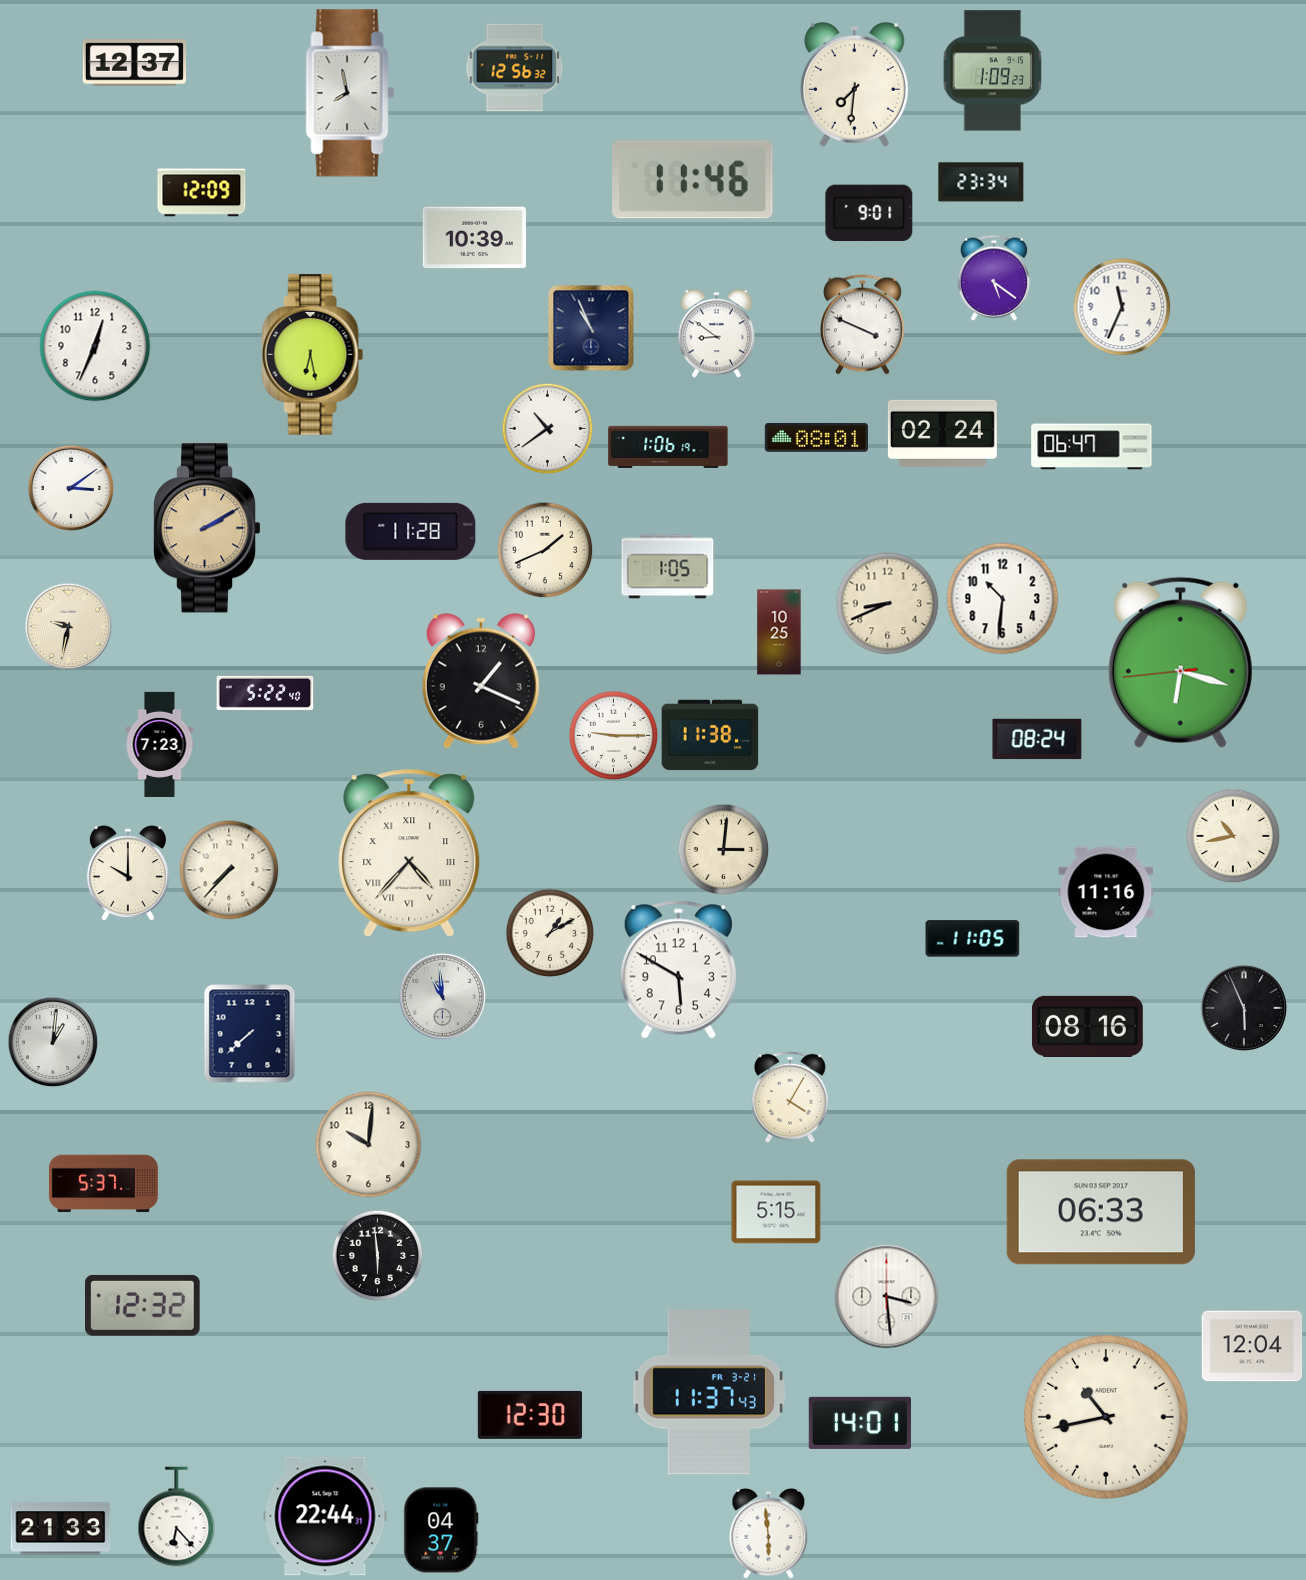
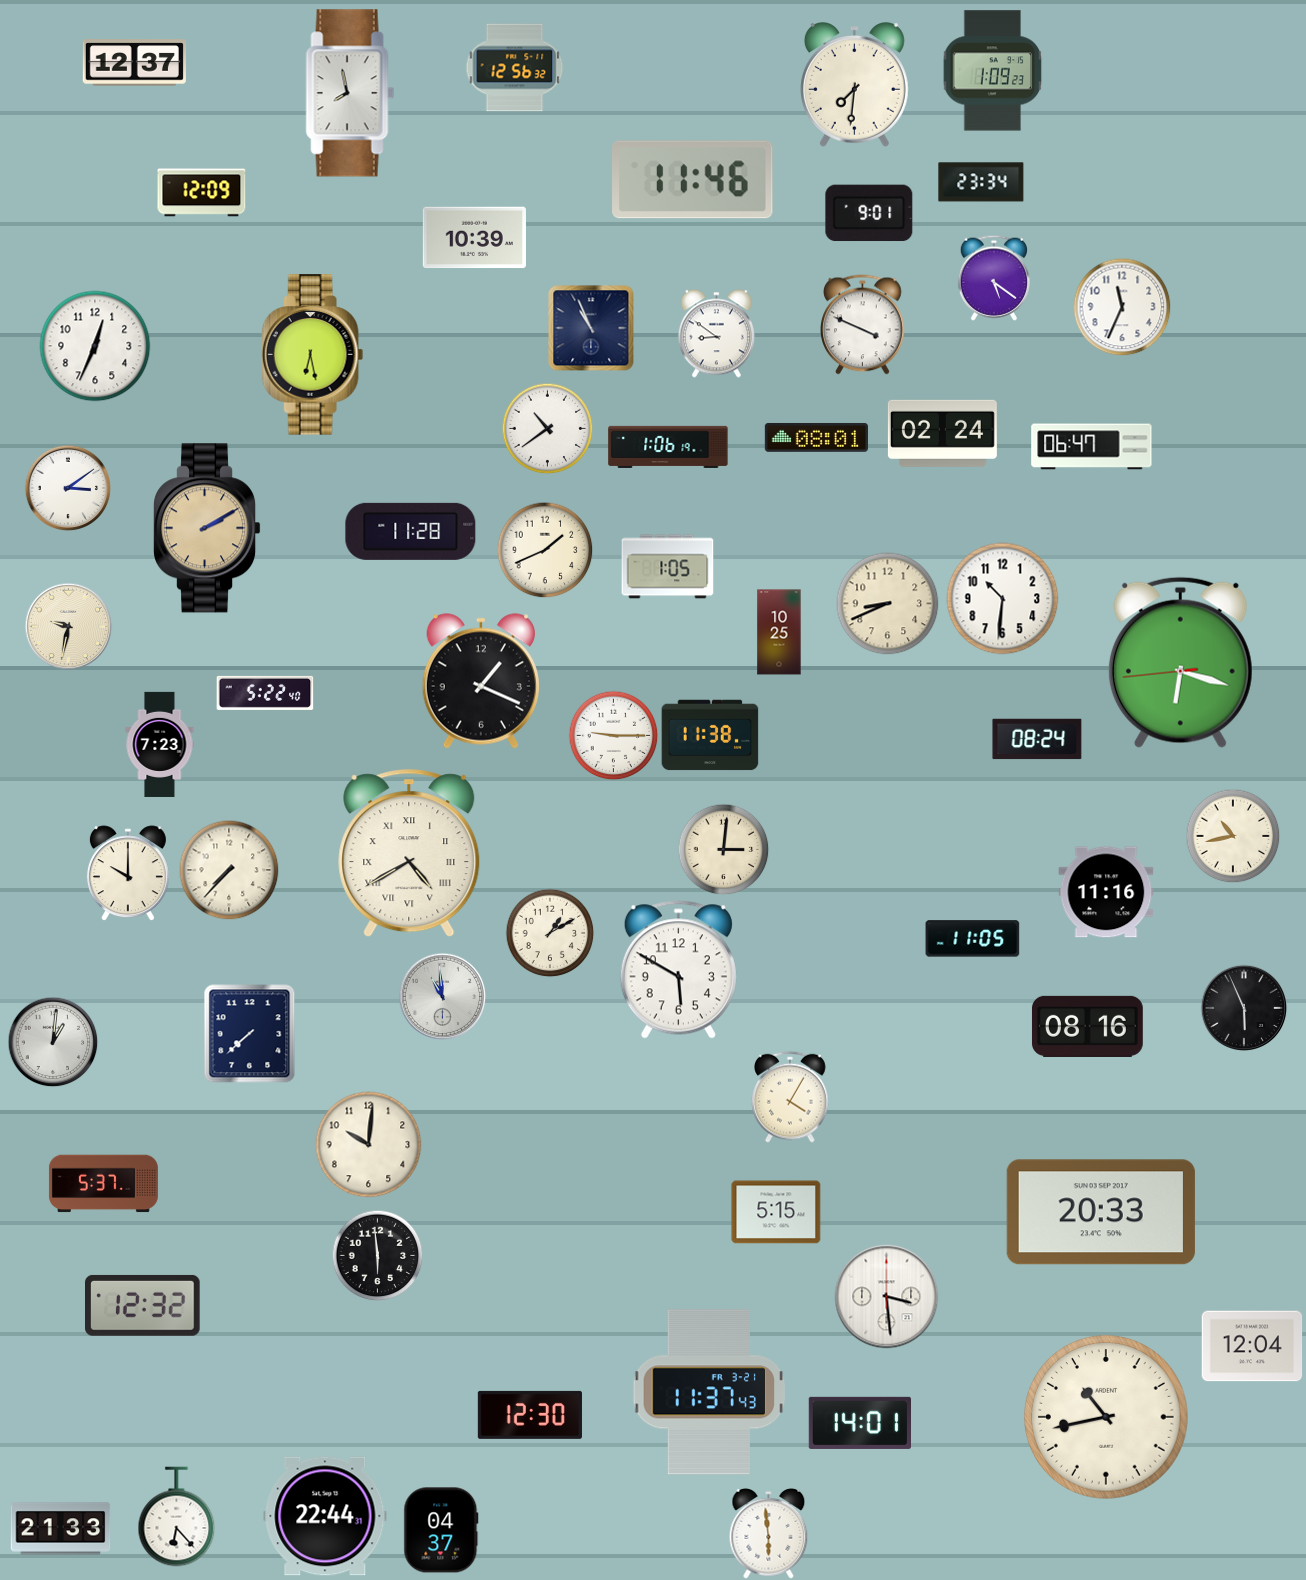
clock at (71, 488) position: (71, 488) -> (68, 488)
clock at (409, 854): 4:37 -> 4:40
clock at (1101, 1212): 06:33 -> 20:33
